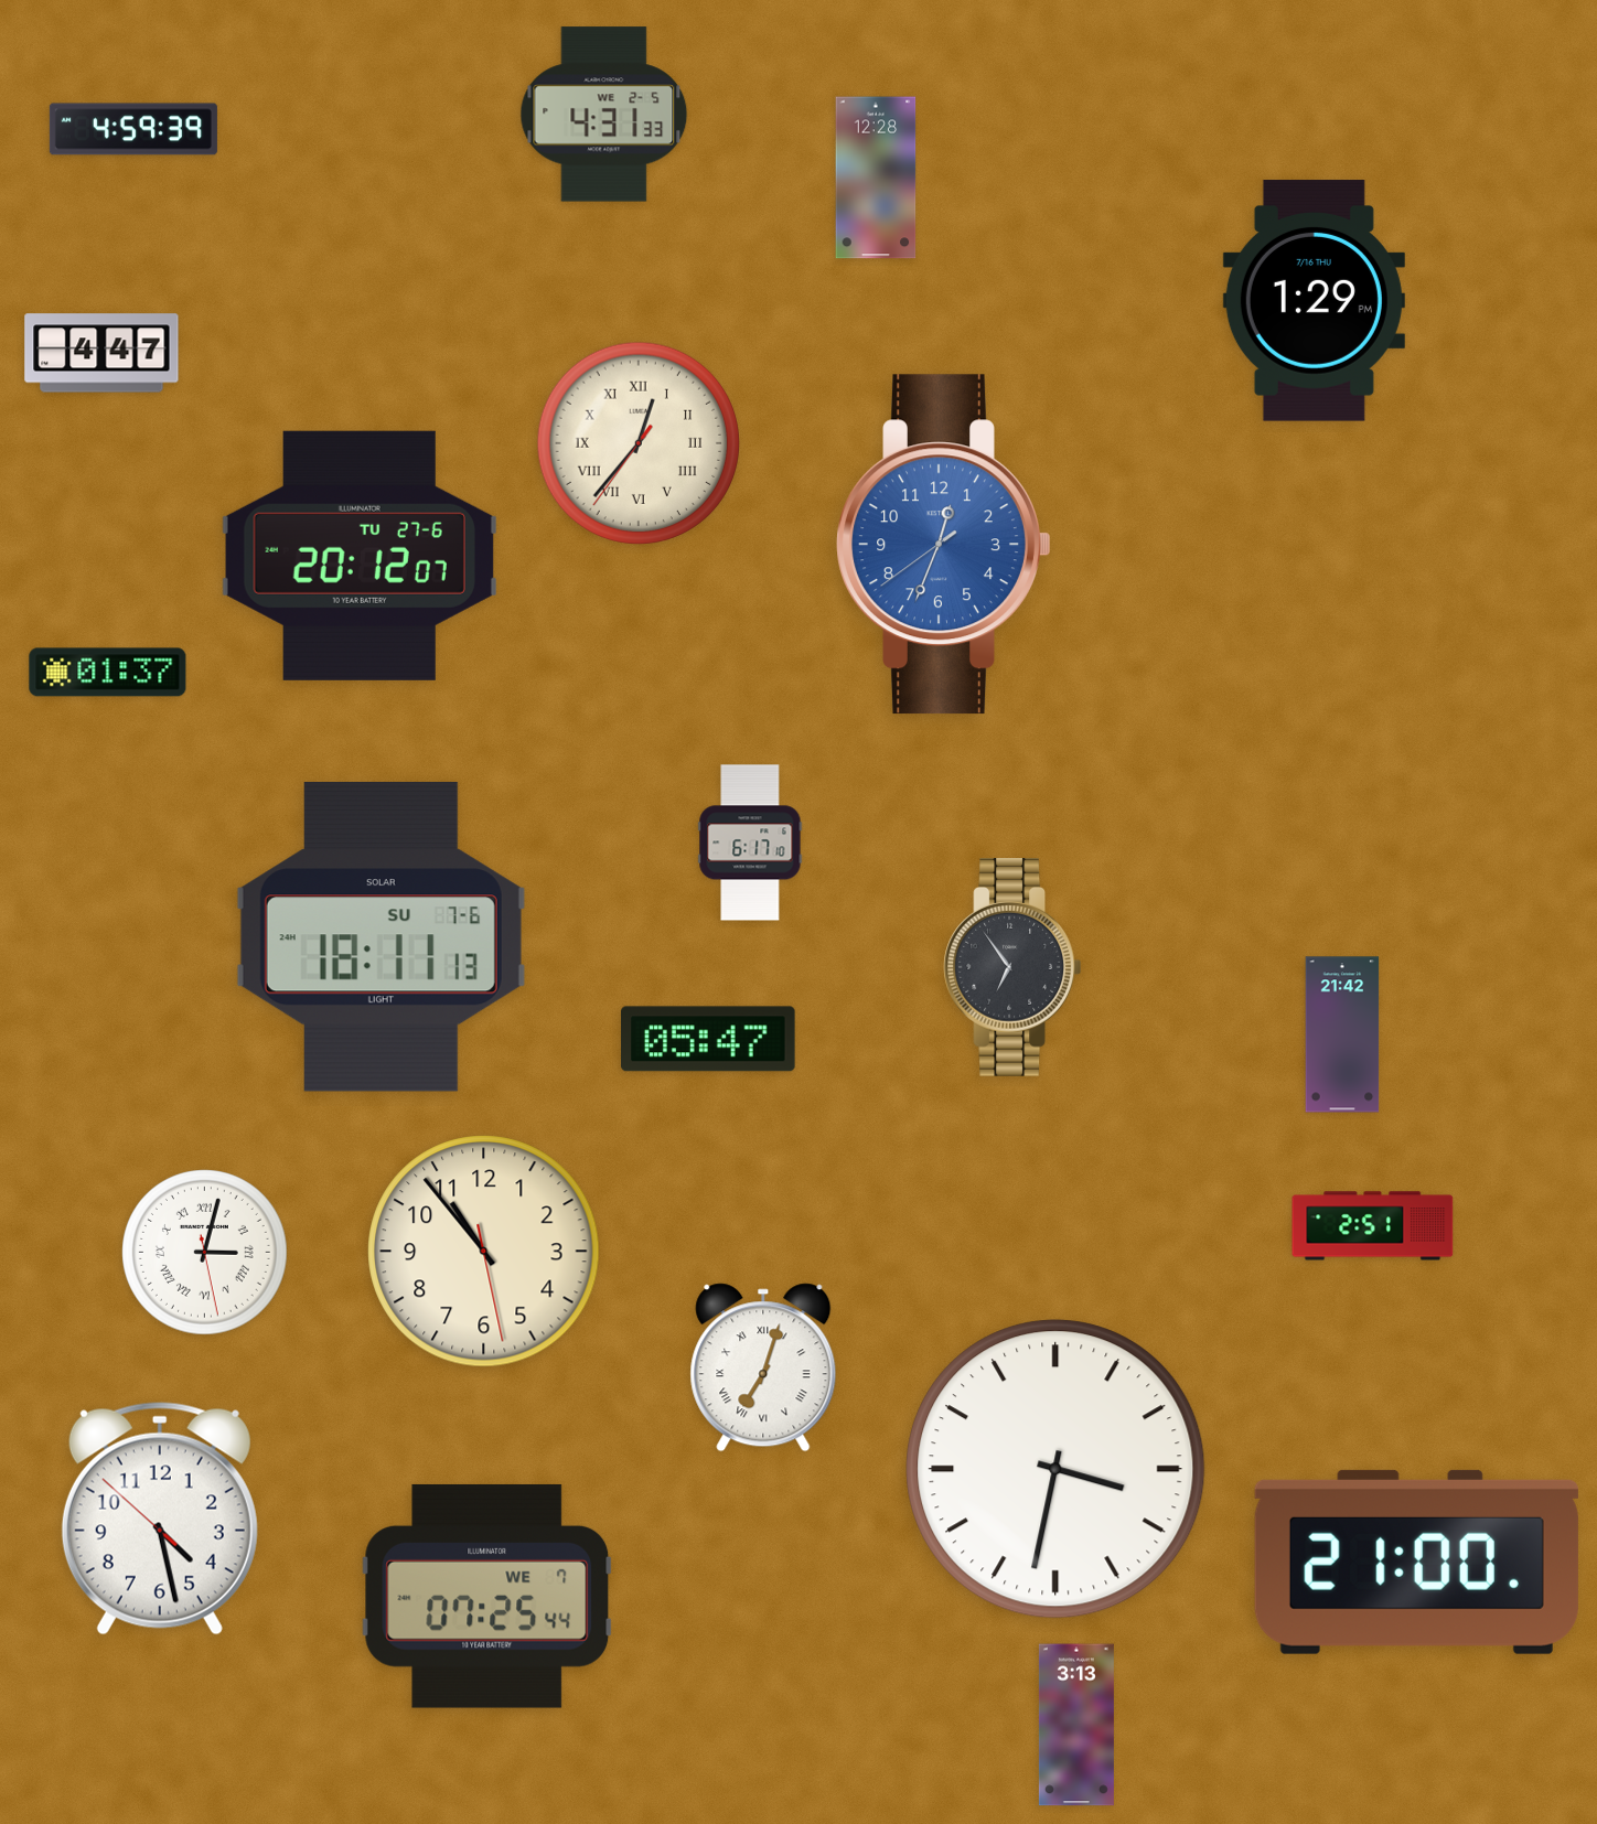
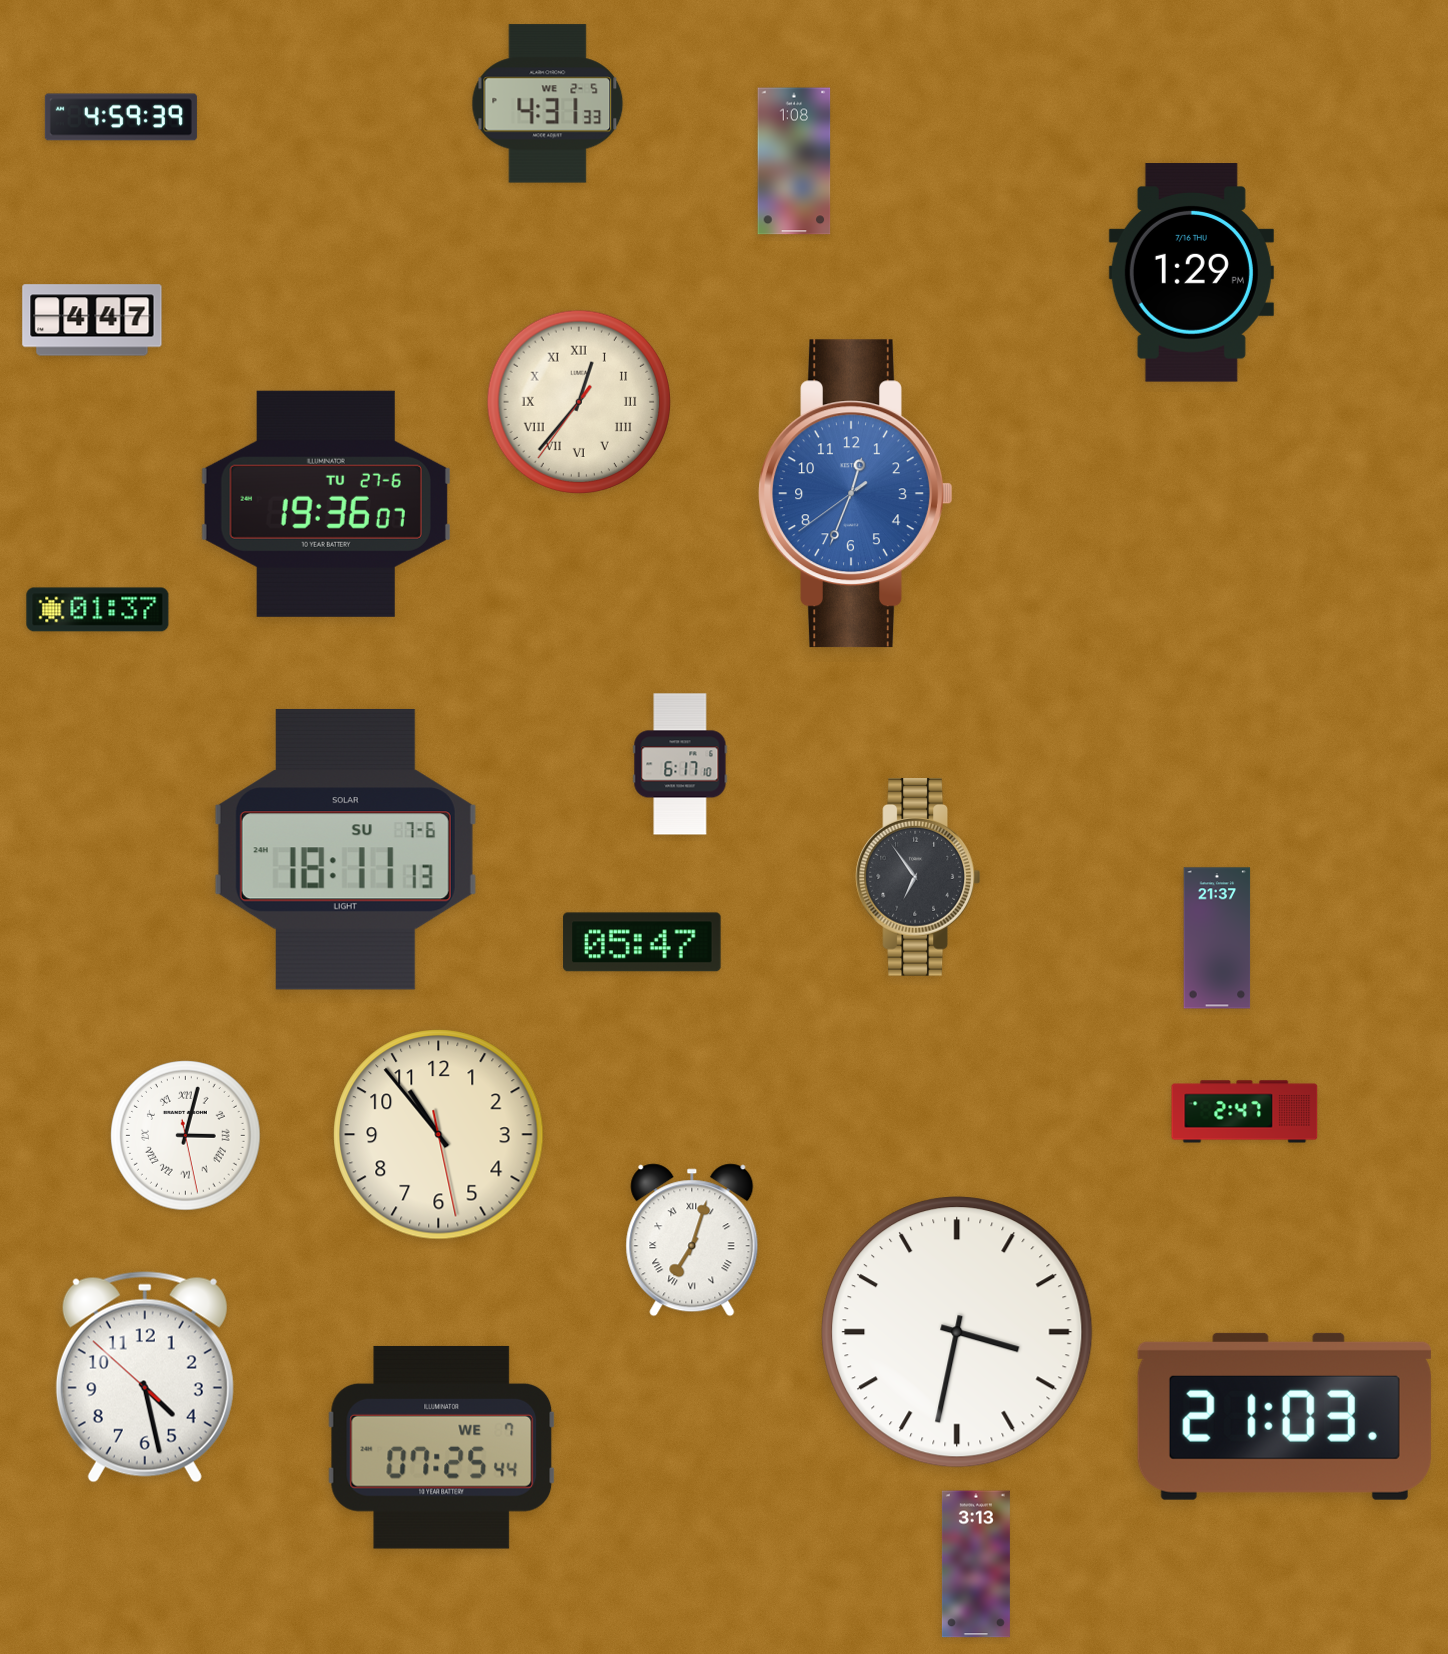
clock at (876, 178): 12:28 -> 1:08
clock at (360, 556): 20:12 -> 19:36
clock at (1342, 1034): 21:42 -> 21:37
clock at (1373, 1226): 2:51 -> 2:47
clock at (1416, 1562): 21:00 -> 21:03
